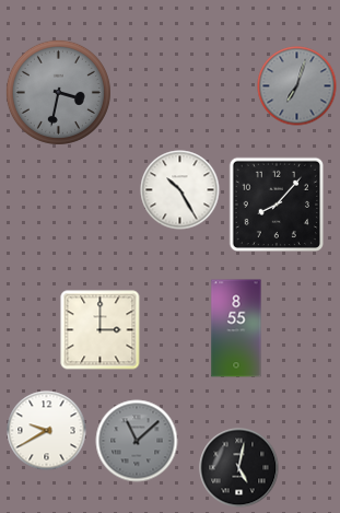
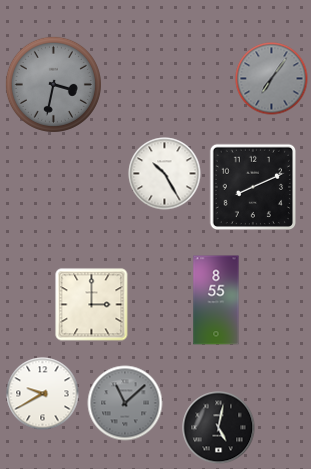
clock at (297, 86): 7:03 -> 7:06
clock at (275, 203): 8:07 -> 8:11
clock at (101, 330) position: (101, 330) -> (92, 305)
